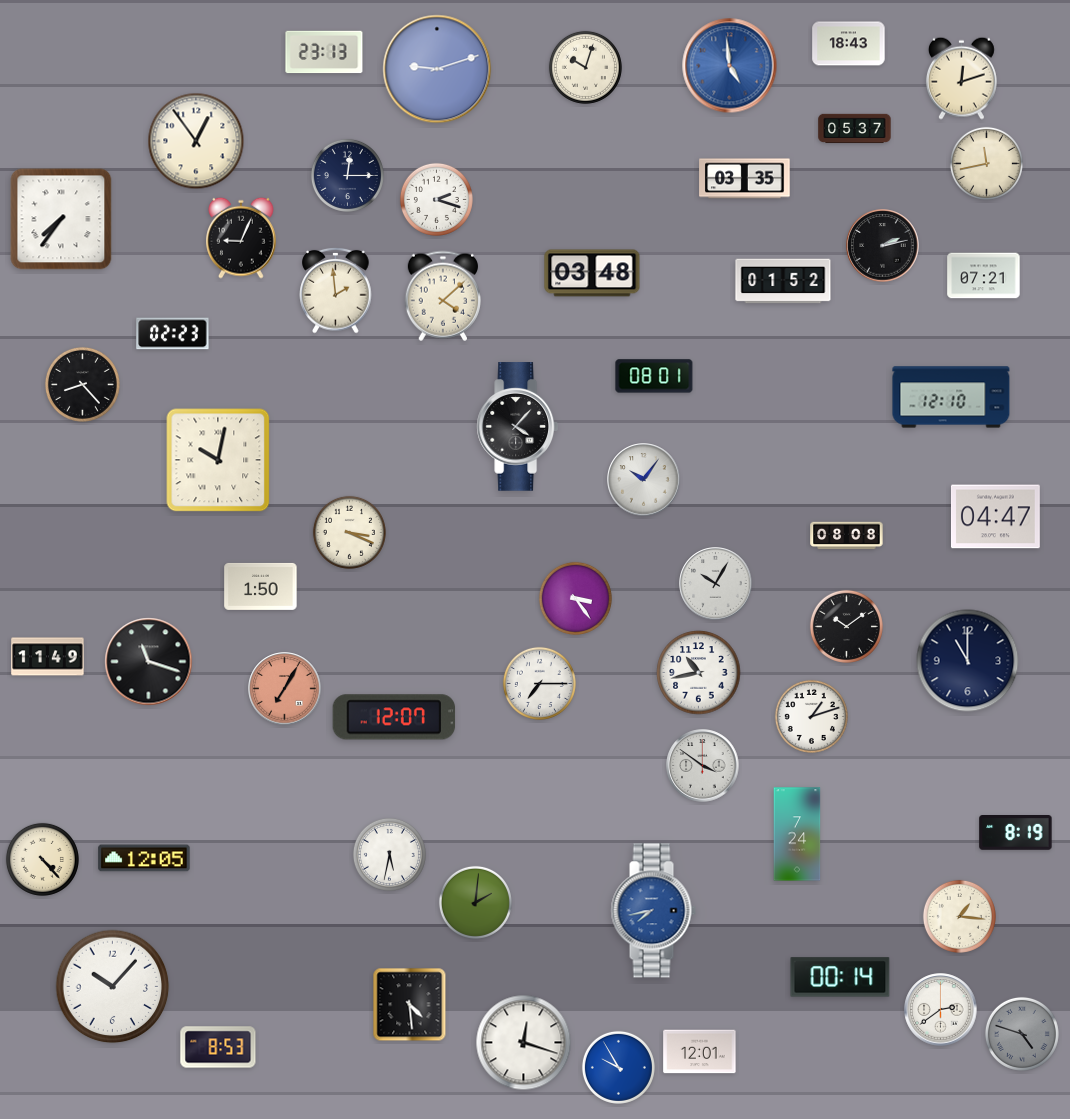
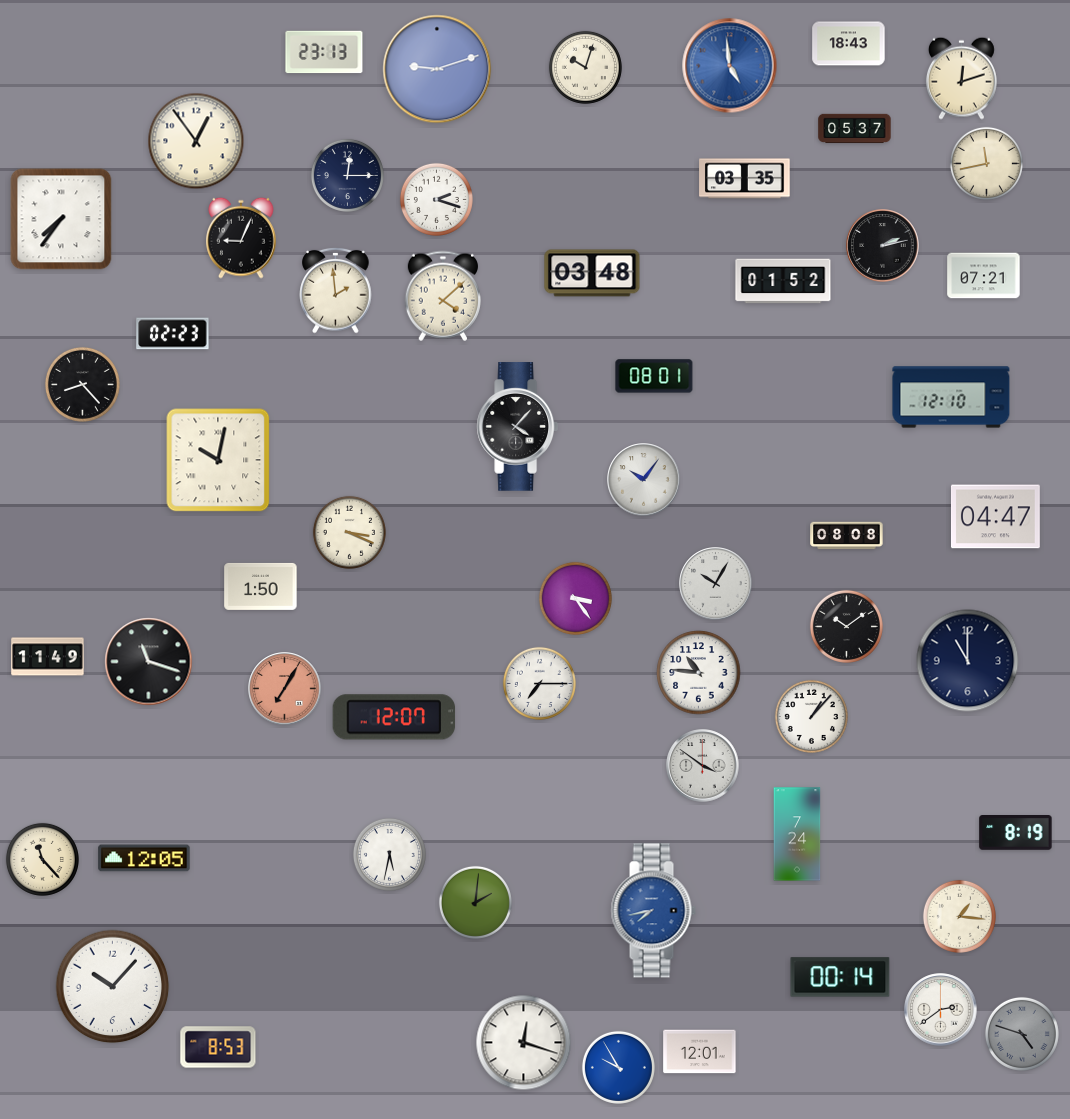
clock at (699, 673): 10:43 -> 10:46
clock at (811, 716): 1:12 -> 1:07
clock at (42, 859): 4:23 -> 11:23
clock at (410, 1005): 4:29 -> none
